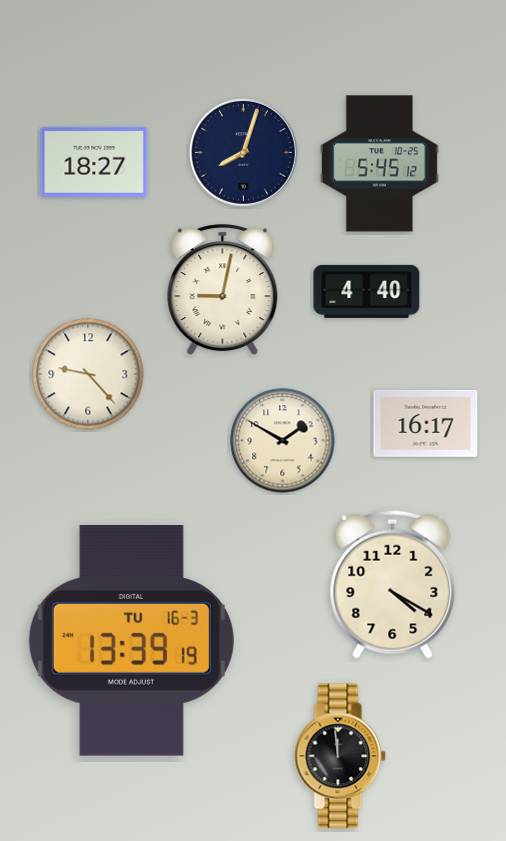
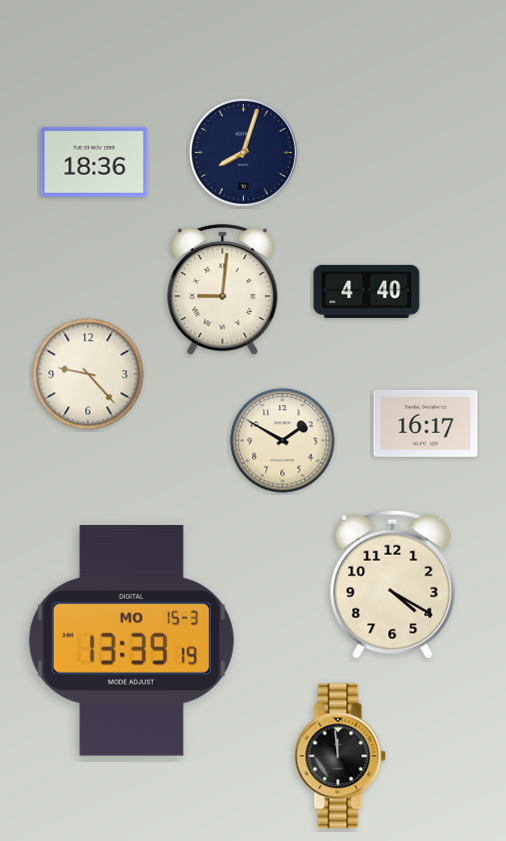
clock at (94, 162): 18:27 -> 18:36
clock at (379, 164): 5:45 -> none
clock at (223, 290): 9:02 -> 9:01
clock at (131, 641) date: TU 16-3 -> MO 15-3
